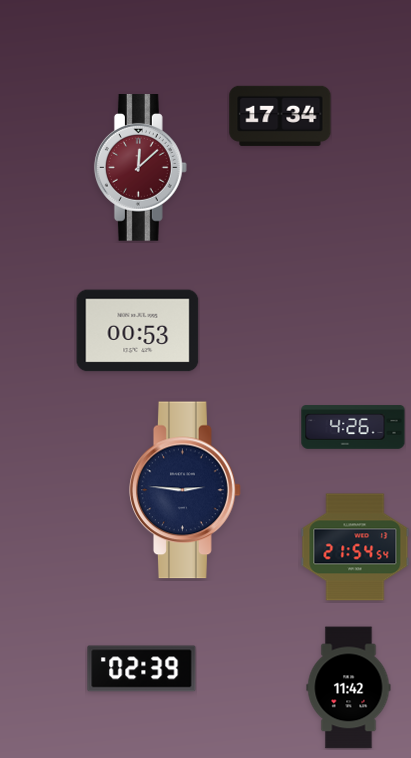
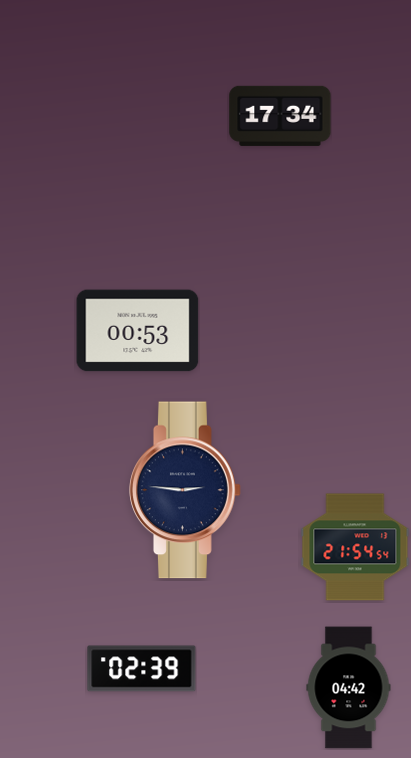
clock at (140, 168): 12:08 -> none
clock at (353, 427): 4:26 -> none
clock at (349, 688): 11:42 -> 04:42
